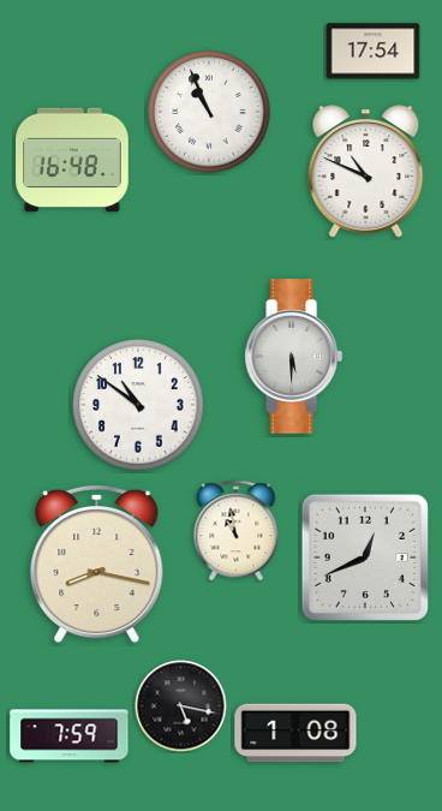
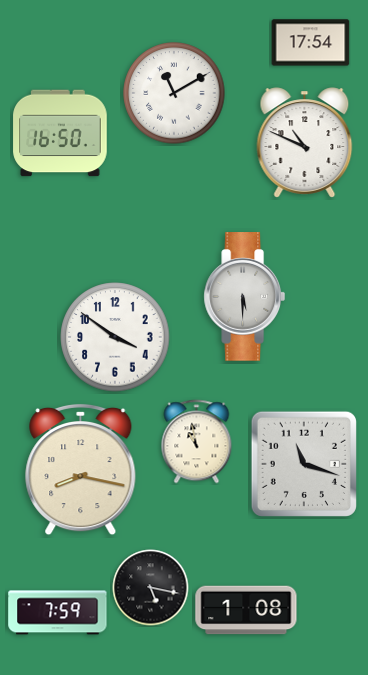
clock at (209, 112): 10:56 -> 11:10
clock at (72, 160): 16:48 -> 16:50
clock at (138, 405): 10:51 -> 3:51
clock at (365, 557): 12:41 -> 11:18
